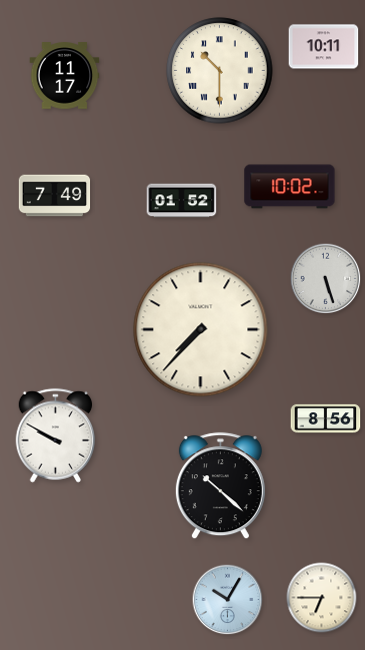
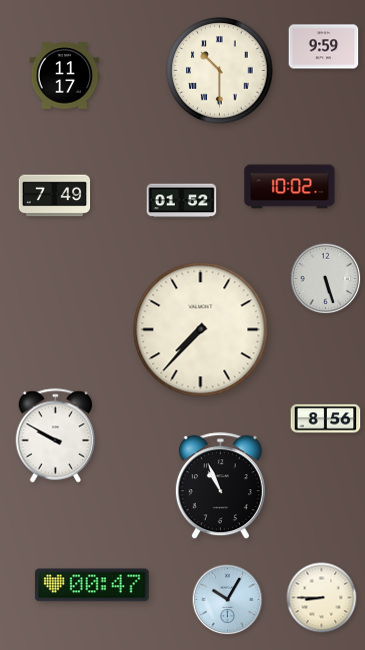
clock at (324, 47): 10:11 -> 9:59
clock at (220, 486): 10:22 -> 10:56
clock at (92, 585): none -> 00:47
clock at (322, 598): 6:45 -> 8:45
